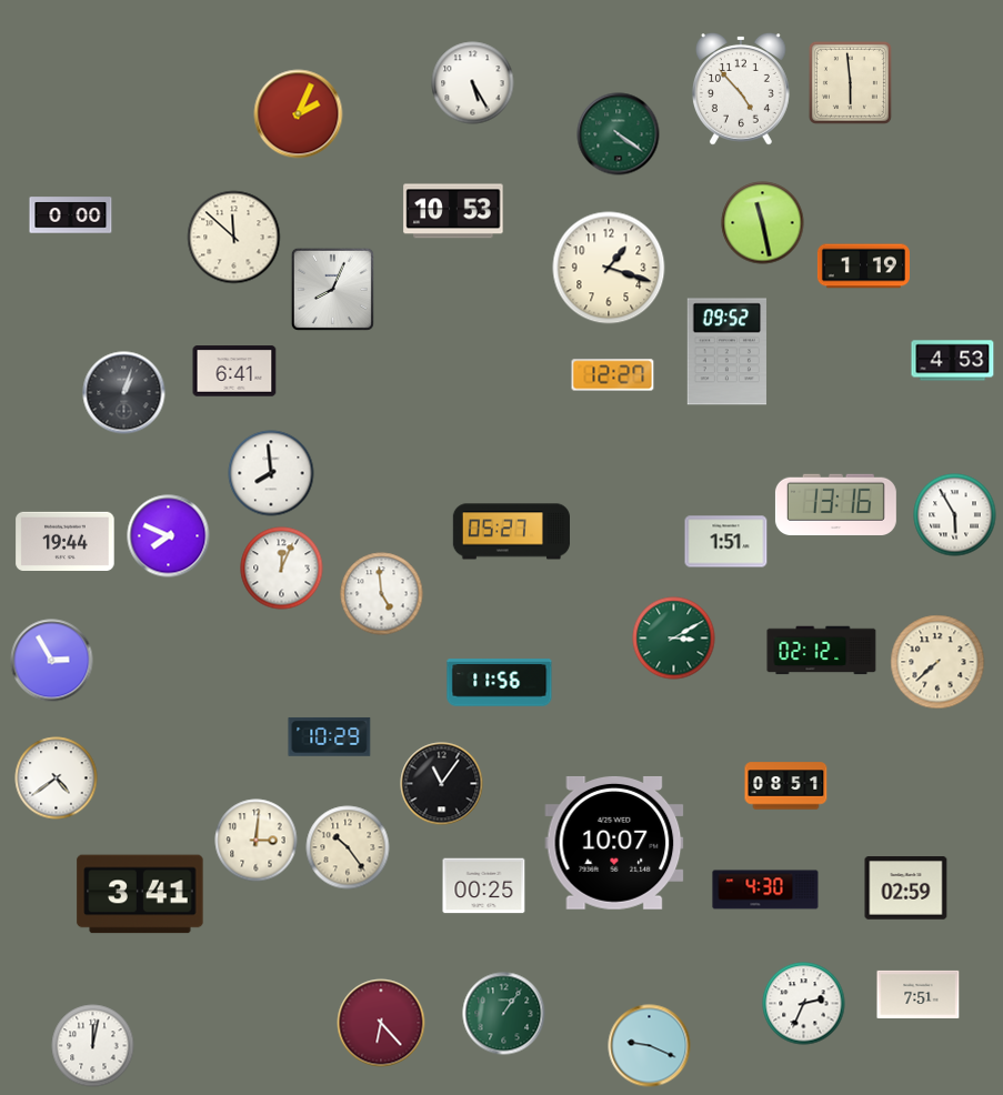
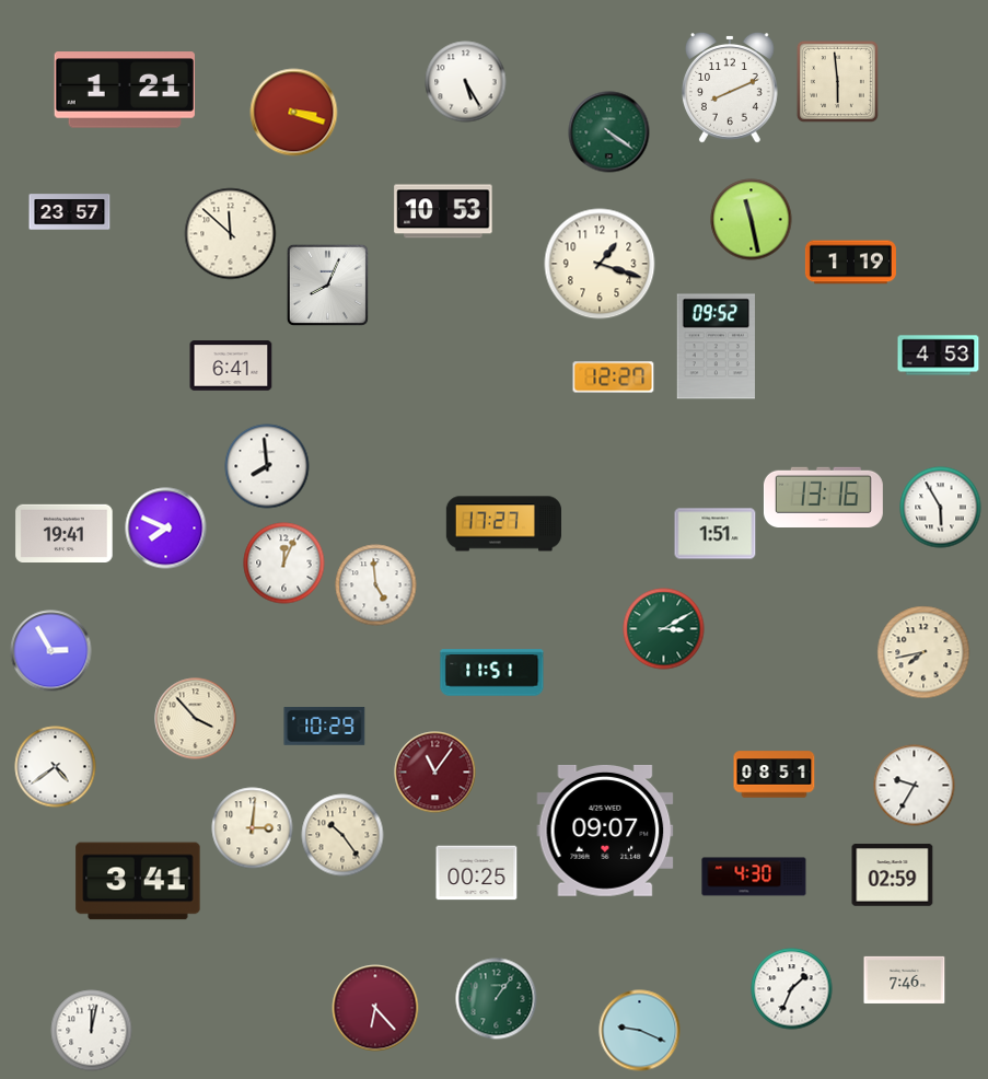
clock at (741, 90): 4:53 -> 8:11
clock at (125, 90): none -> 1:21
clock at (299, 114): 2:04 -> 3:18
clock at (453, 211) position: (453, 211) -> (443, 211)
clock at (71, 215): 0:00 -> 23:57
clock at (613, 375) position: (613, 375) -> (614, 378)
clock at (124, 393): 1:03 -> none
clock at (511, 532): 05:27 -> 17:27
clock at (66, 541): 19:44 -> 19:41
clock at (282, 569) position: (282, 569) -> (284, 564)
clock at (822, 651): 02:12 -> none
clock at (937, 662): 7:38 -> 7:43
clock at (500, 683): 11:56 -> 11:51
clock at (196, 719): none -> 3:53
clock at (442, 784) dial: black -> burgundy
clock at (915, 786): none -> 9:35
clock at (614, 843): 10:07 -> 09:07
clock at (919, 994): 7:51 -> 7:46
clock at (804, 1004): 2:34 -> 1:34
